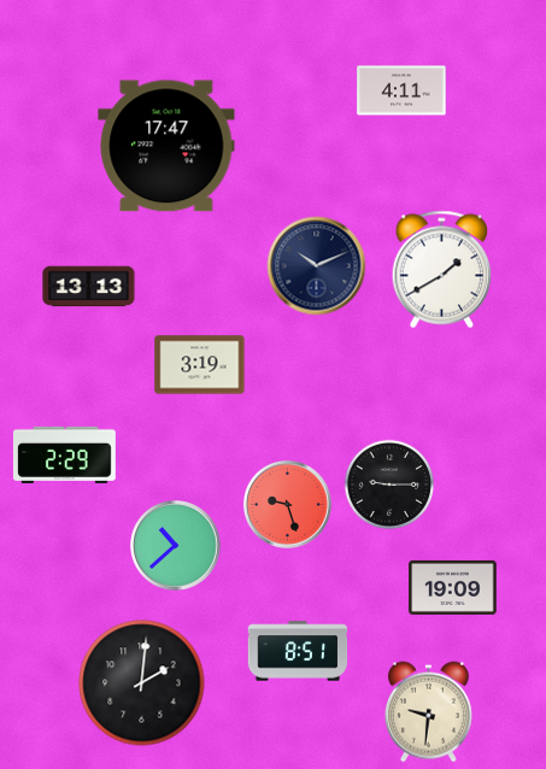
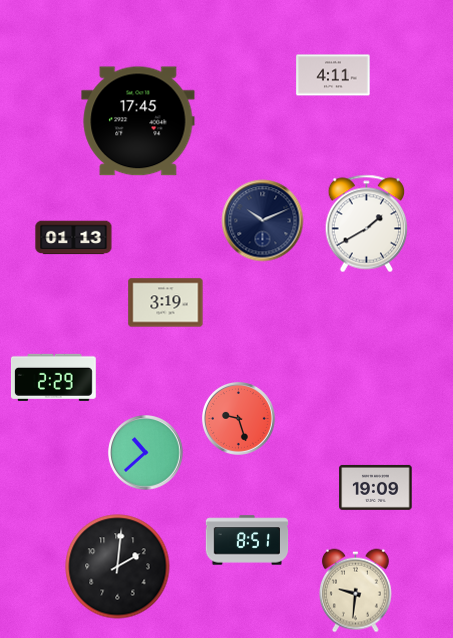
clock at (166, 146): 17:47 -> 17:45
clock at (89, 287): 13:13 -> 01:13
clock at (388, 483): 9:15 -> none
